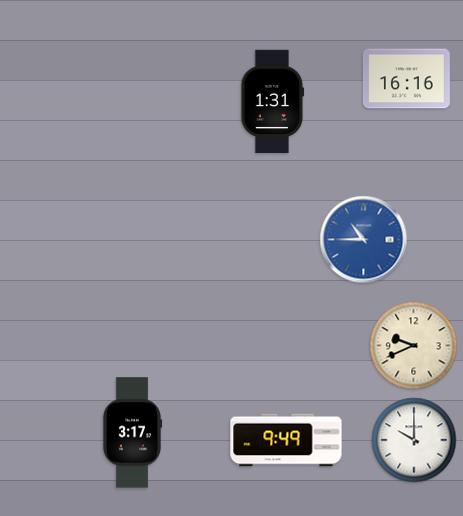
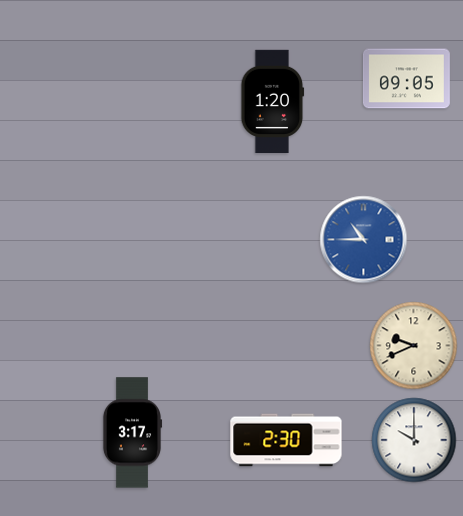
clock at (406, 79): 16:16 -> 09:05
clock at (273, 101): 1:31 -> 1:20
clock at (286, 440): 9:49 -> 2:30
